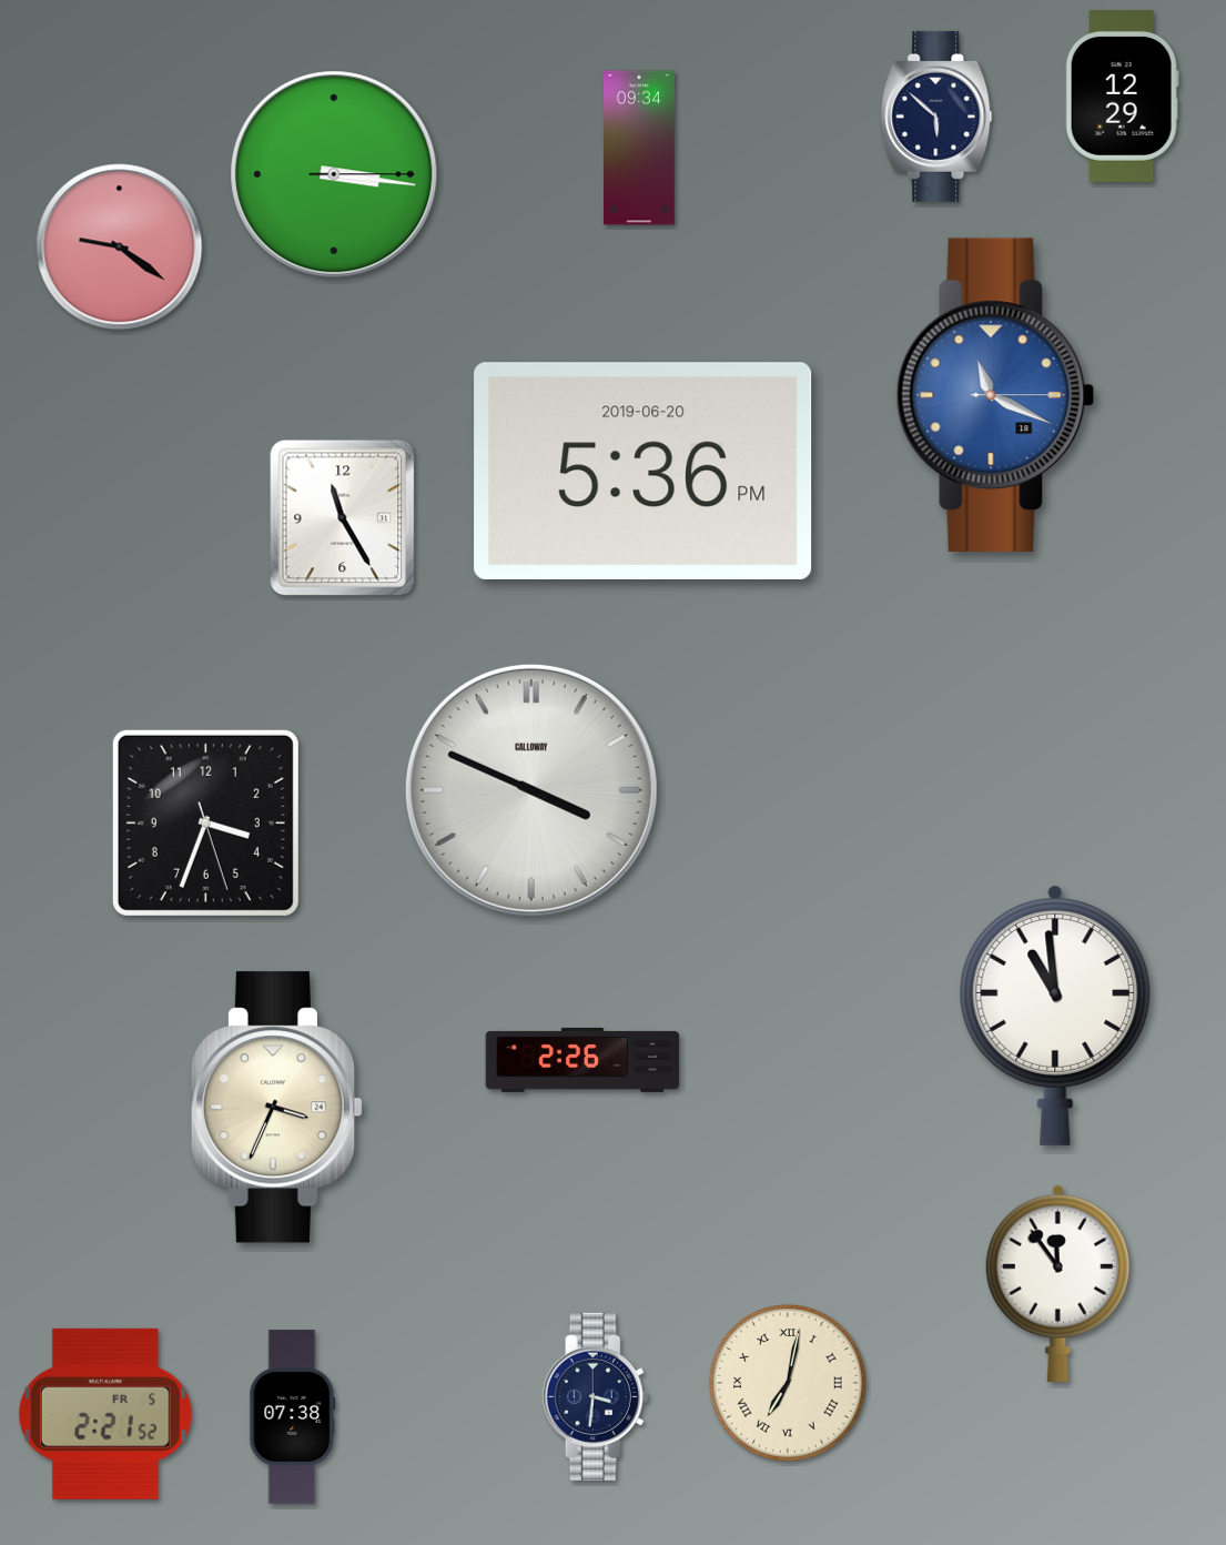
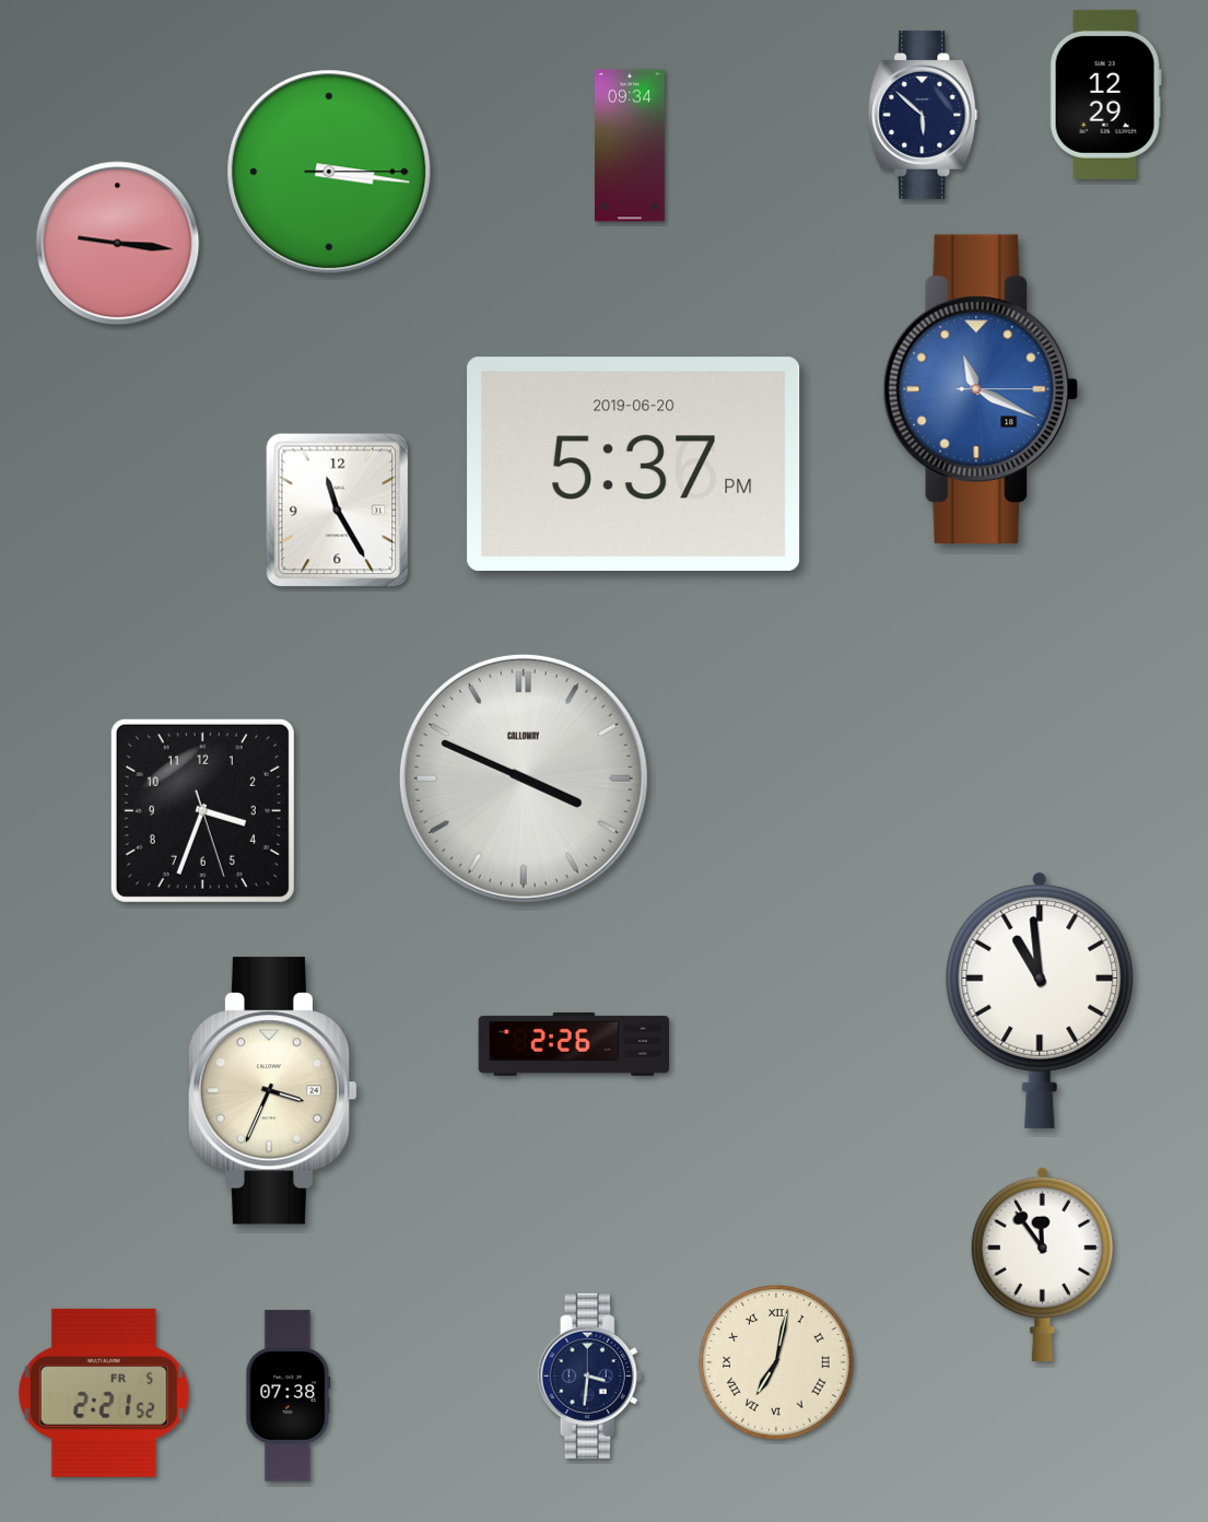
clock at (120, 248): 9:21 -> 9:16
clock at (644, 471): 5:36 -> 5:37
clock at (596, 1396) position: (596, 1396) -> (590, 1375)
